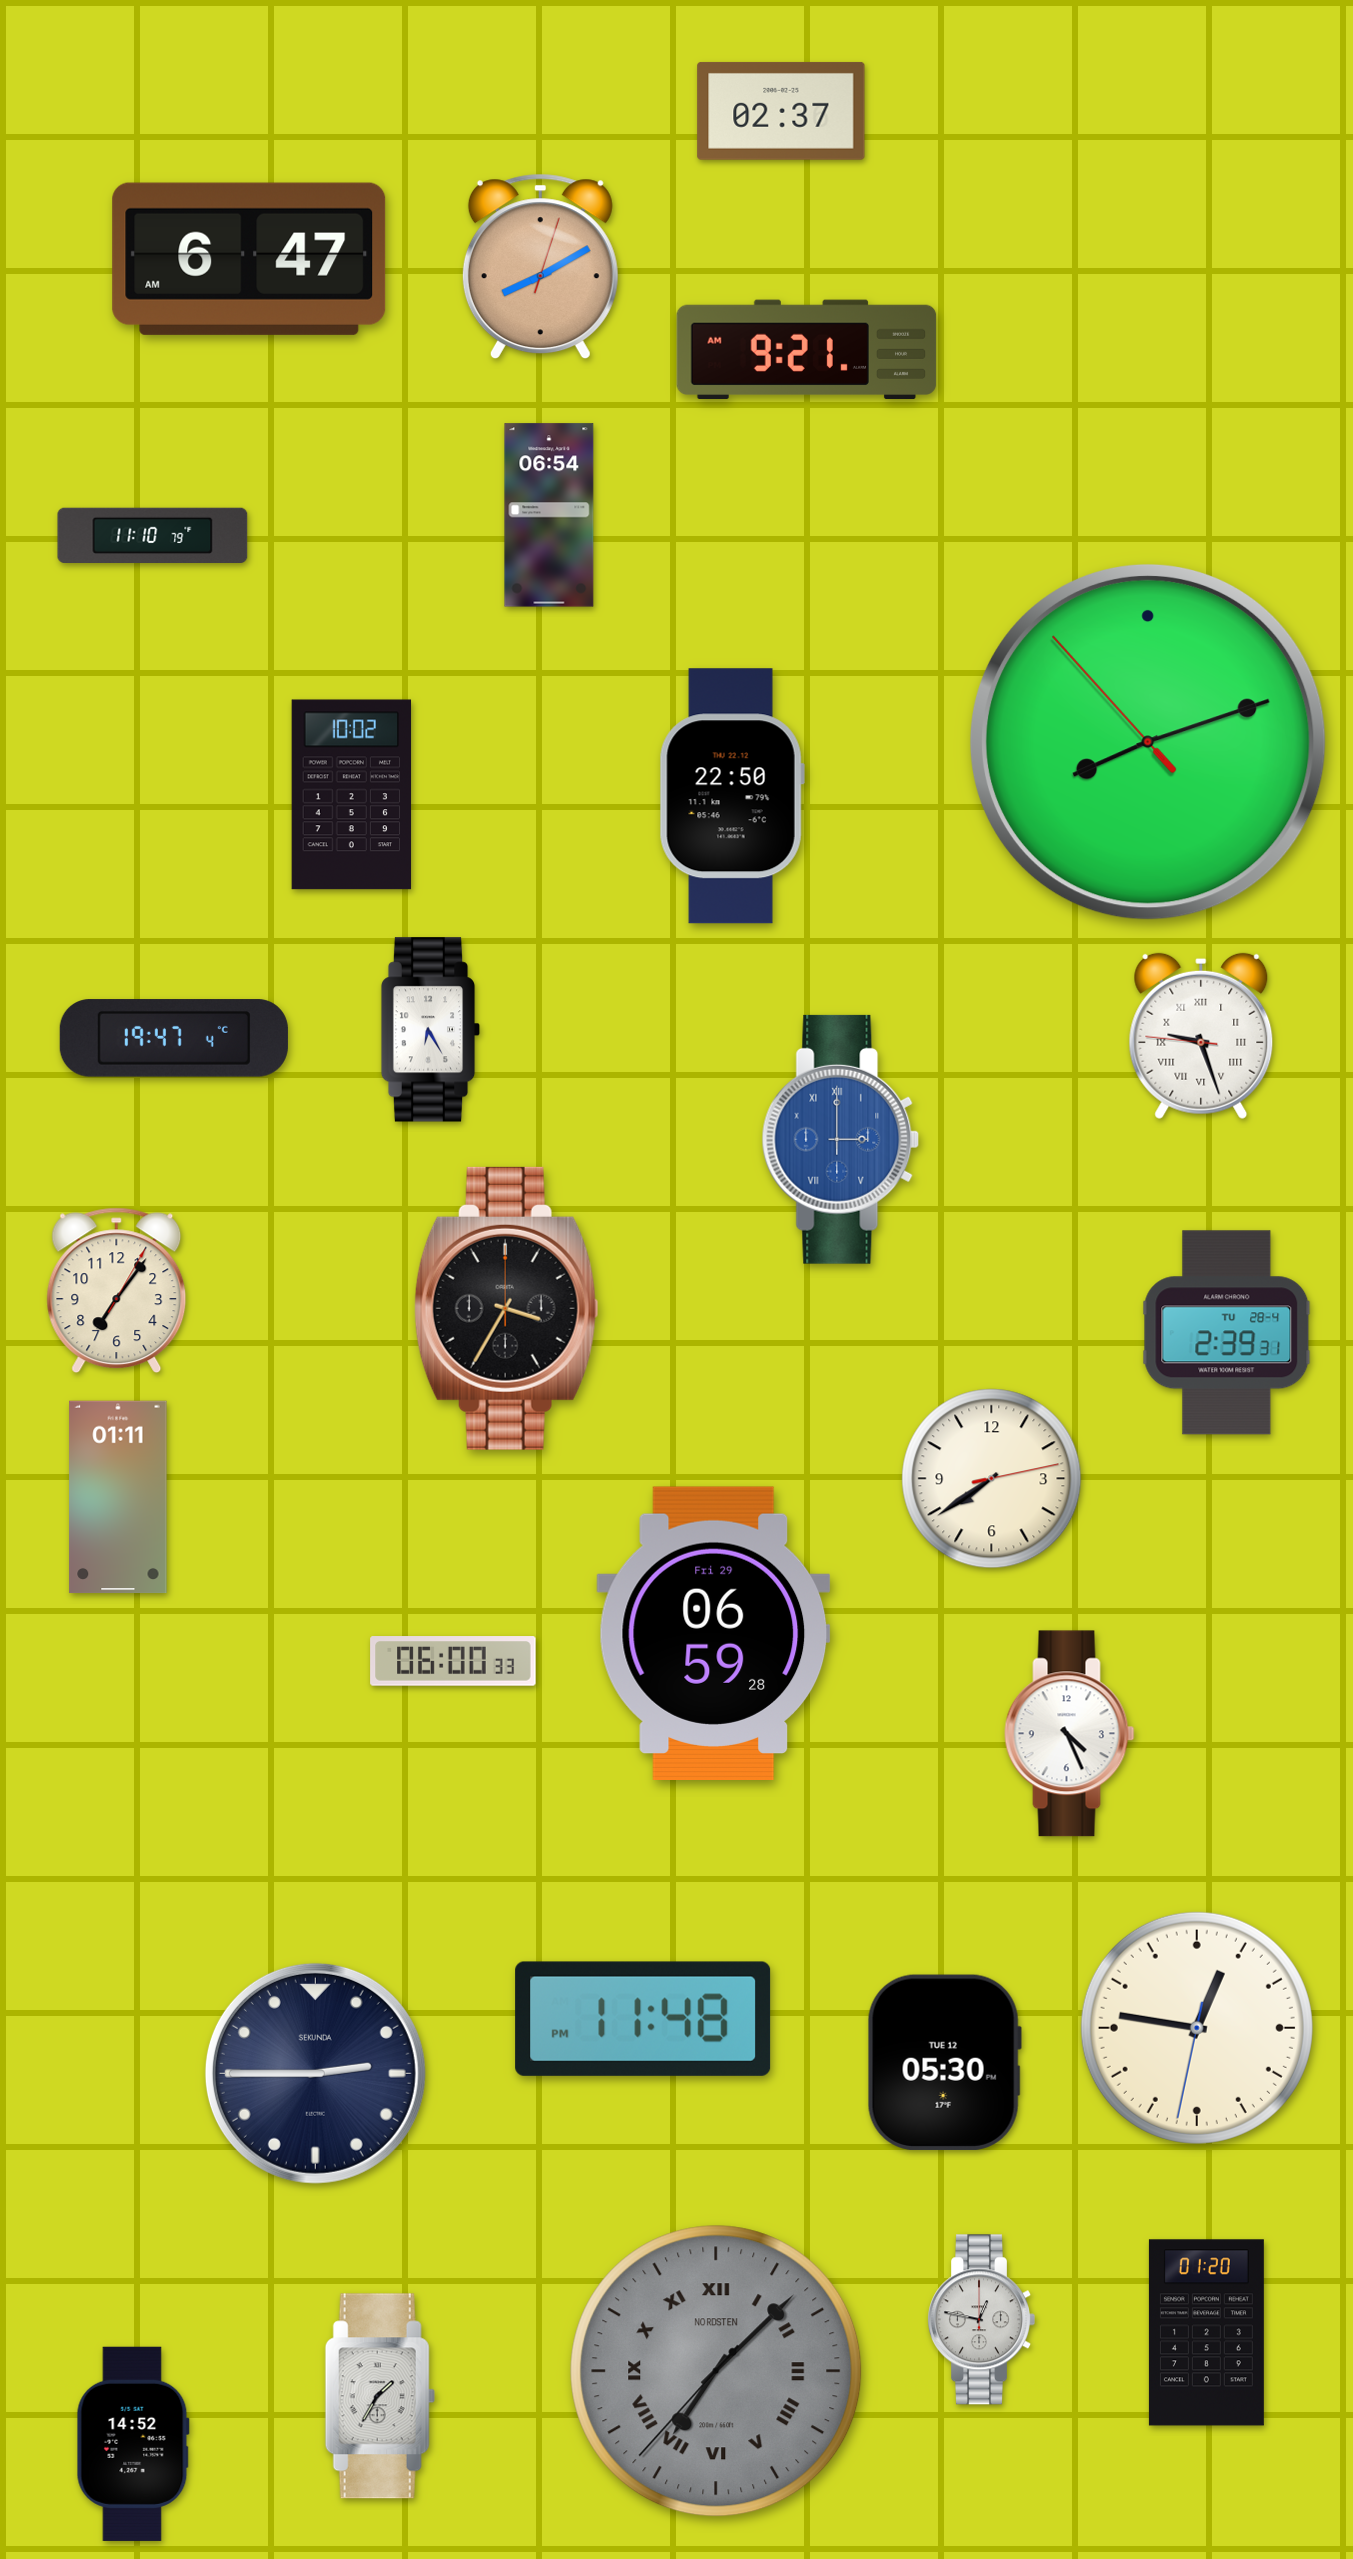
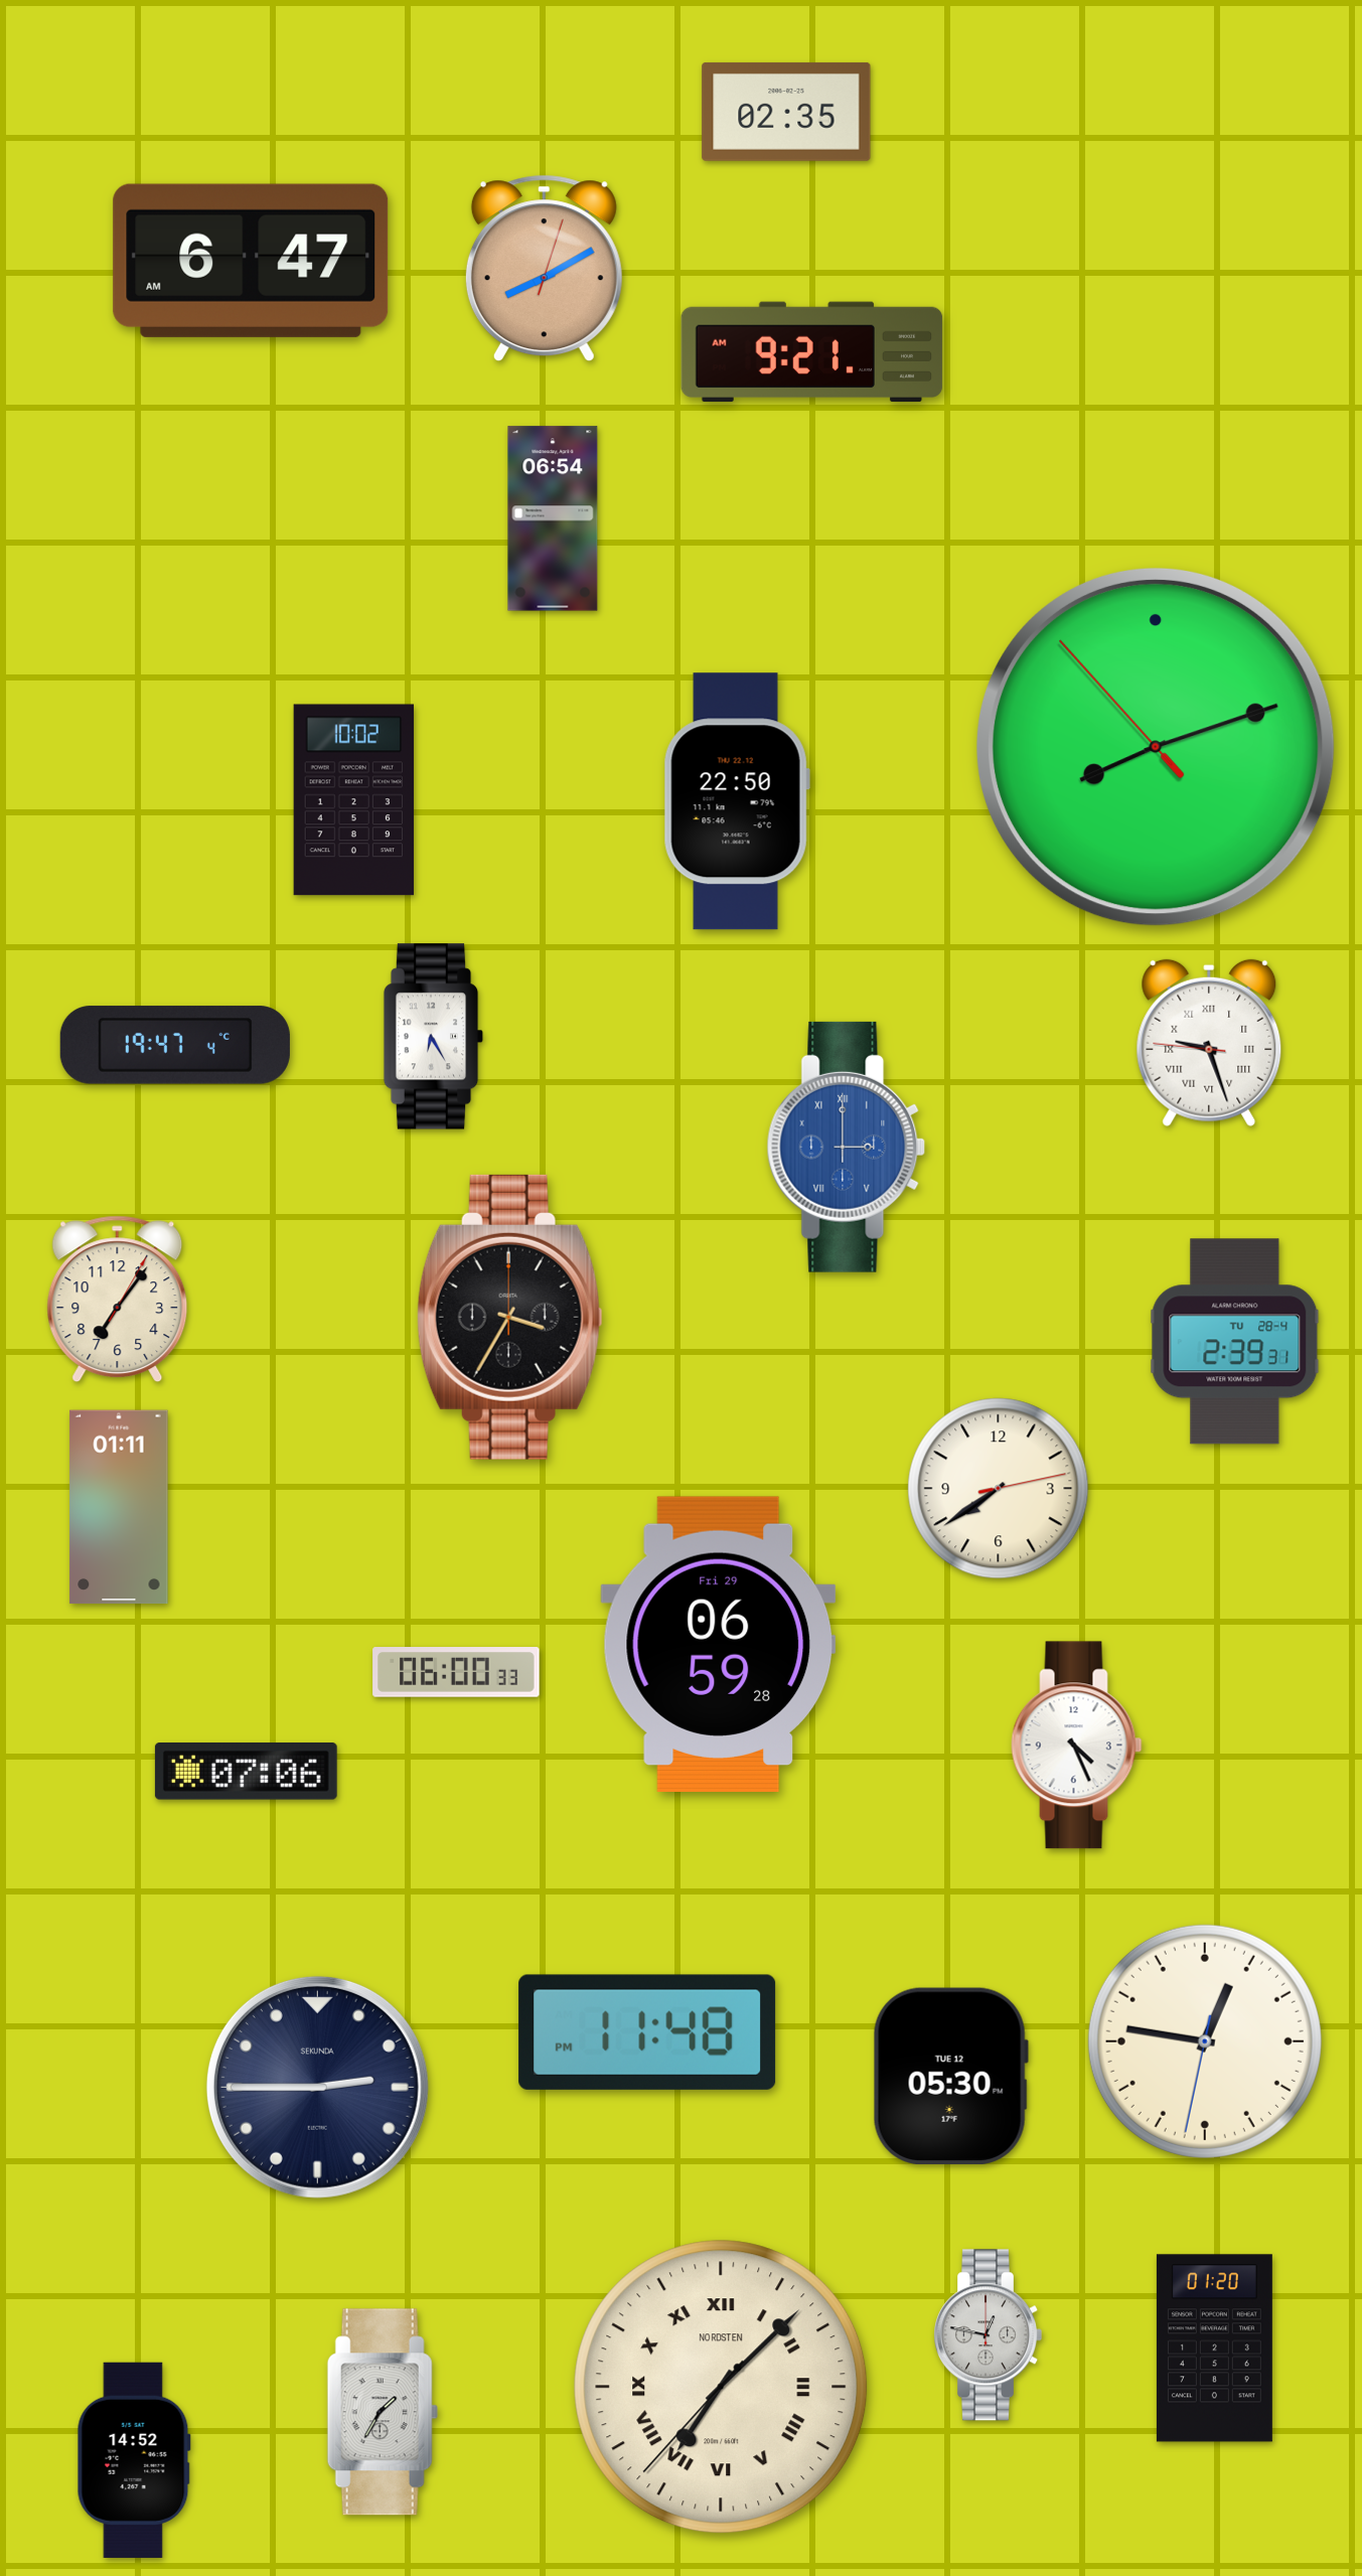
clock at (781, 111): 02:37 -> 02:35
clock at (153, 536): 11:10 -> none
clock at (246, 1772): none -> 07:06
clock at (716, 2371) dial: grey -> cream
